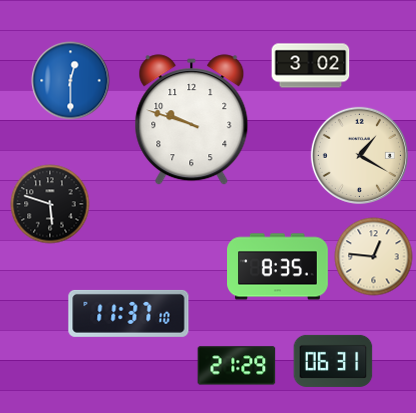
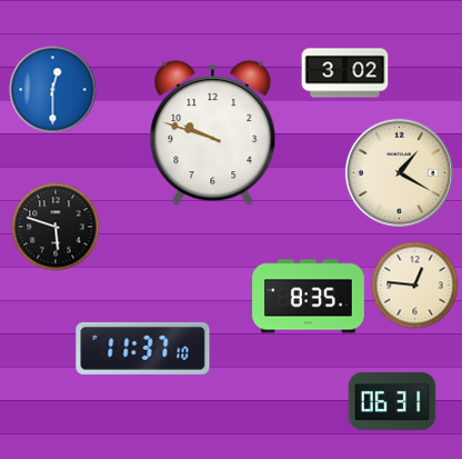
clock at (70, 80) position: (70, 80) -> (52, 89)
clock at (333, 361) position: (333, 361) -> (392, 401)
clock at (236, 366): 21:29 -> none
